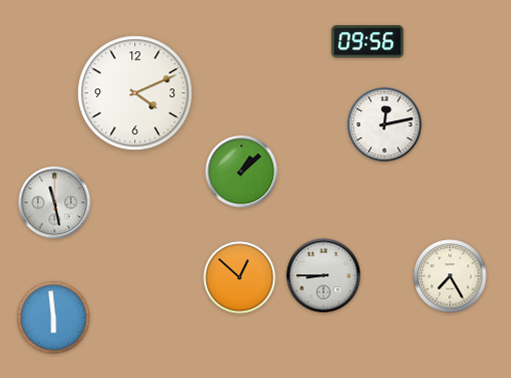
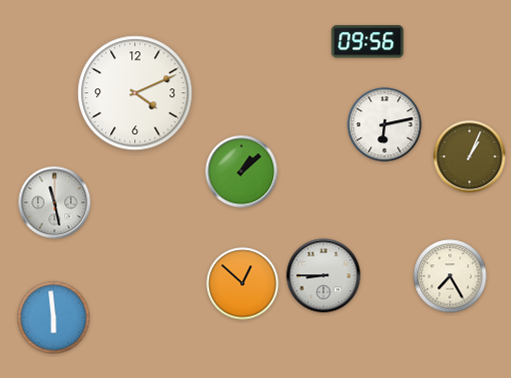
clock at (385, 125): 12:13 -> 6:13
clock at (470, 157): none -> 1:04
clock at (240, 278) position: (240, 278) -> (243, 284)
